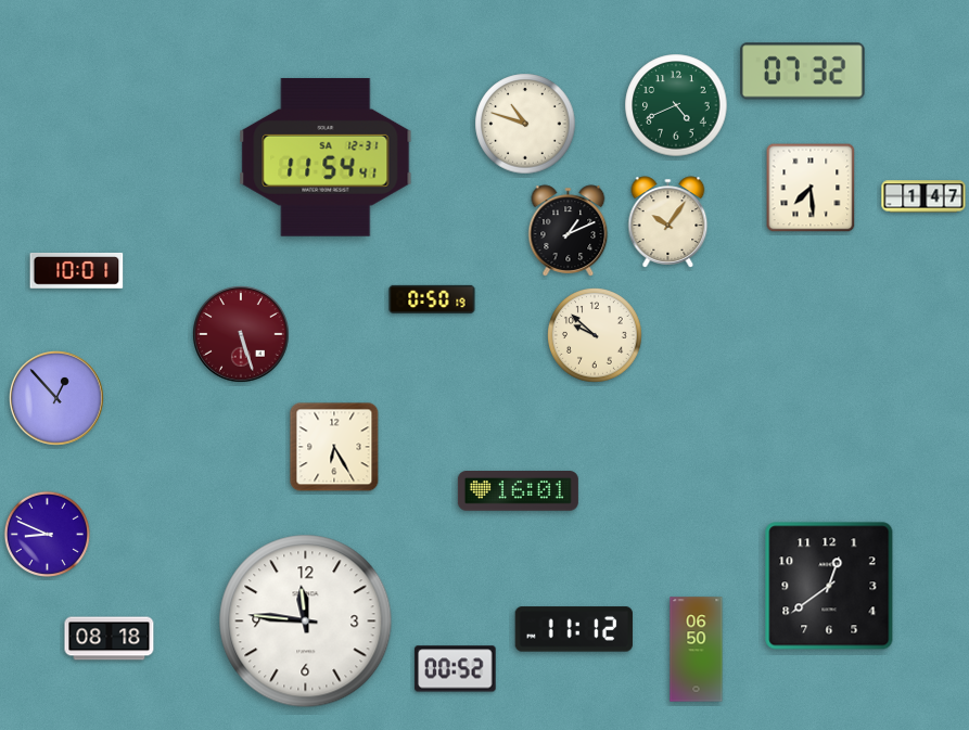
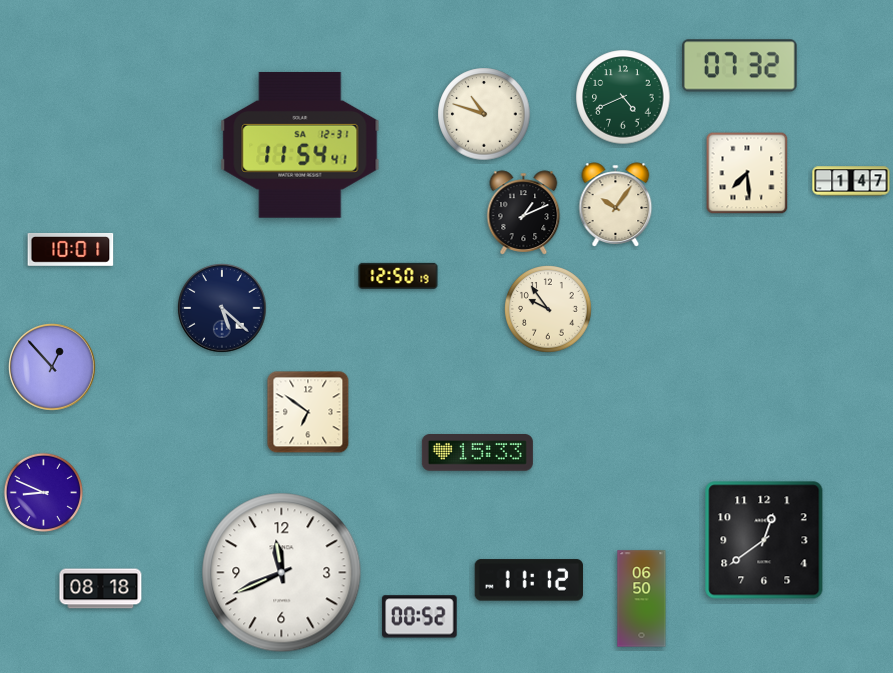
clock at (432, 299): 0:50 -> 12:50
clock at (241, 334): 5:27 -> 5:22
clock at (241, 334) dial: burgundy -> navy
clock at (596, 336): 9:52 -> 9:54
clock at (334, 447): 6:25 -> 6:51
clock at (518, 491): 16:01 -> 15:33
clock at (306, 622): 11:46 -> 11:41
